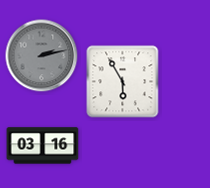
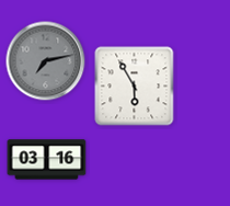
clock at (42, 56): 2:13 -> 7:13
clock at (123, 82) position: (123, 82) -> (135, 87)
